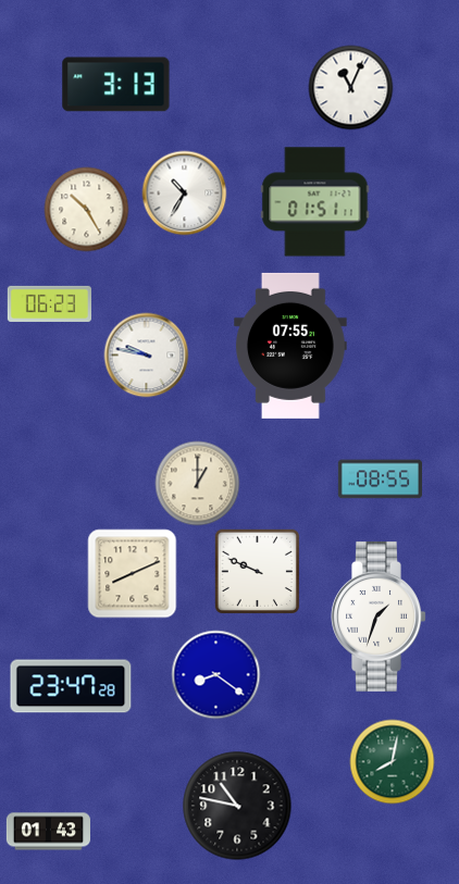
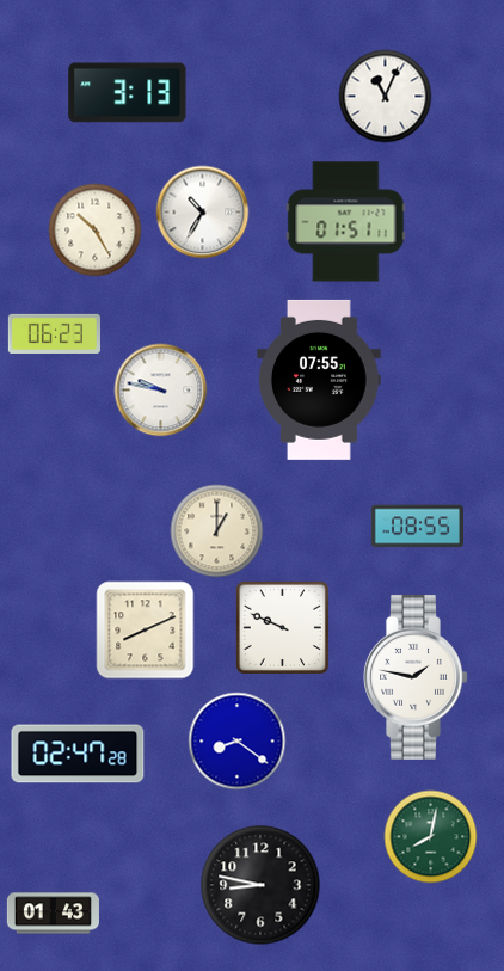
clock at (379, 617): 1:33 -> 1:47
clock at (71, 686): 23:47 -> 02:47
clock at (237, 806): 10:47 -> 8:47
